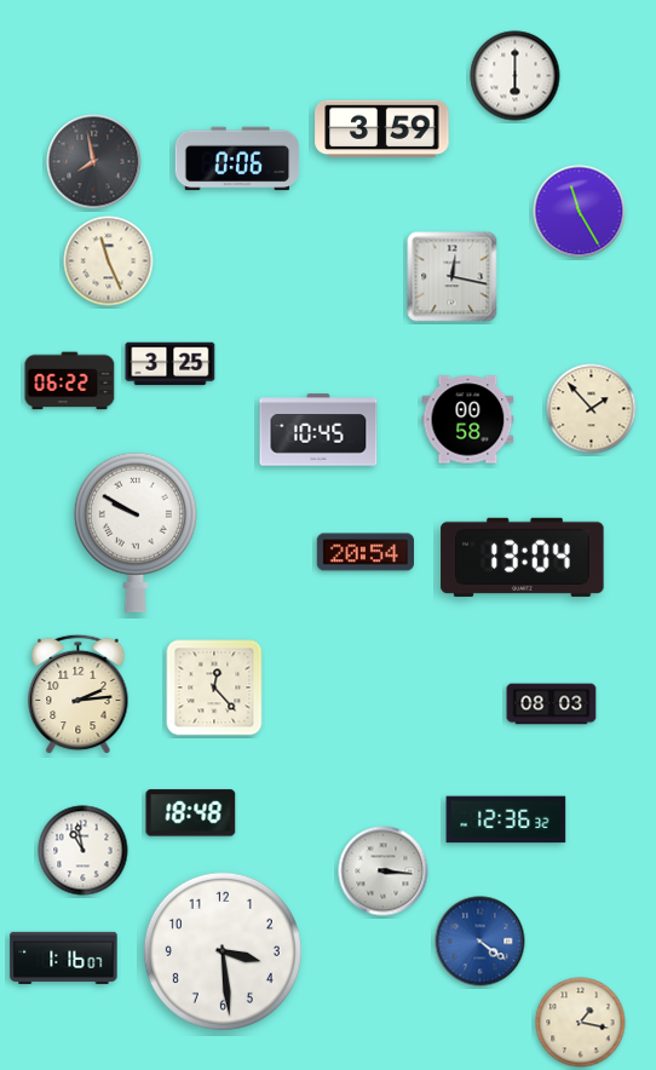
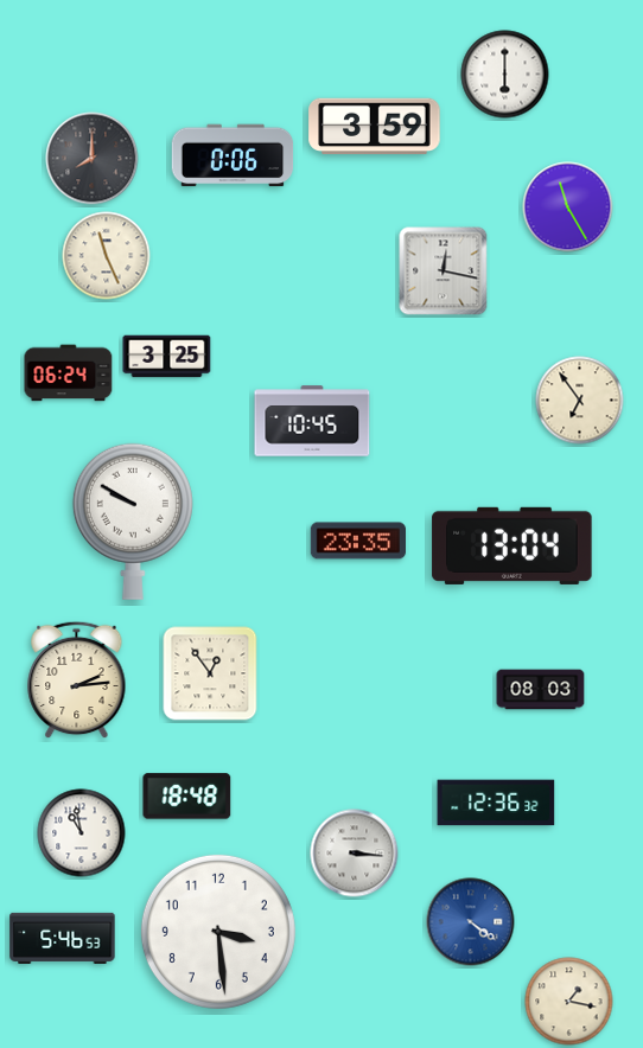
clock at (94, 162): 7:58 -> 8:00
clock at (70, 381): 06:22 -> 06:24
clock at (592, 409): 1:53 -> 6:54
clock at (468, 420): 00:58 -> none
clock at (364, 552): 20:54 -> 23:35
clock at (214, 688): 12:23 -> 12:54
clock at (384, 871) position: (384, 871) -> (355, 854)
clock at (64, 957): 1:16 -> 5:46
